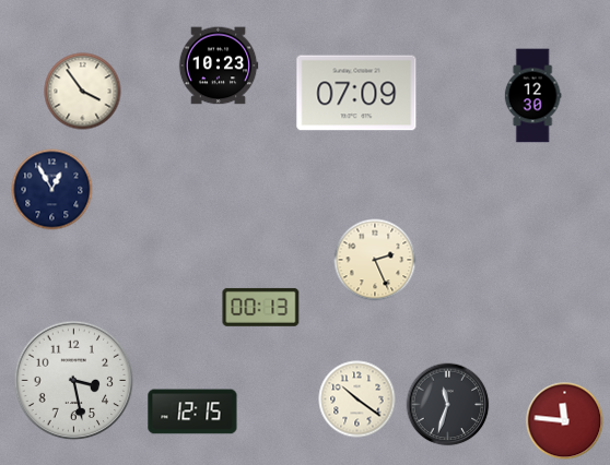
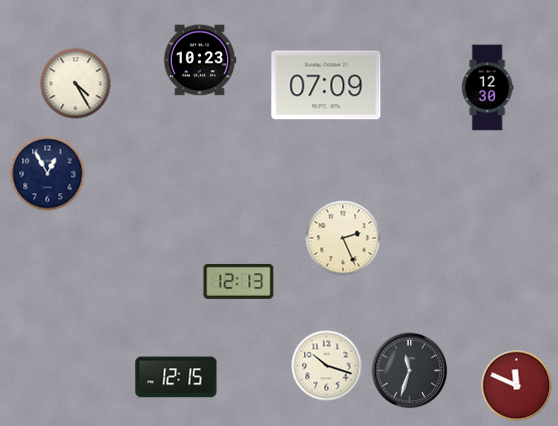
clock at (83, 92): 3:54 -> 4:25
clock at (261, 307): 00:13 -> 12:13
clock at (74, 381): 3:28 -> none
clock at (357, 400): 10:21 -> 10:18
clock at (565, 421): 11:46 -> 11:49
